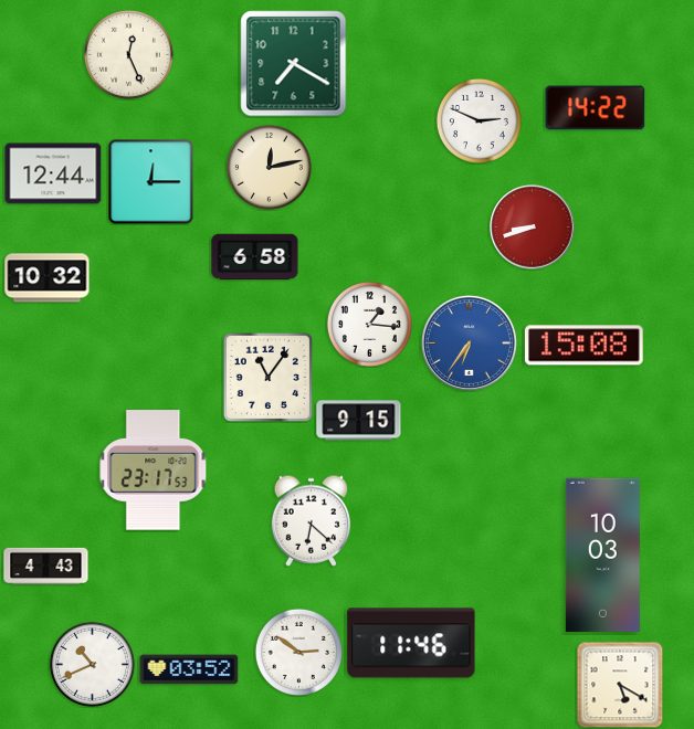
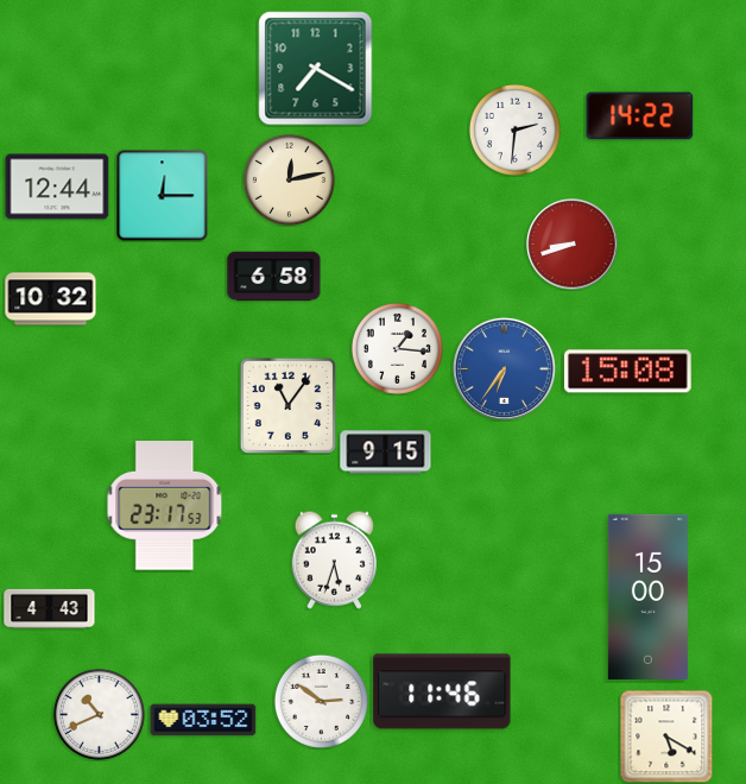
clock at (128, 54): 12:26 -> none
clock at (479, 120): 2:49 -> 2:31
clock at (311, 520): 6:22 -> 5:33
clock at (602, 554): 10:03 -> 15:00
